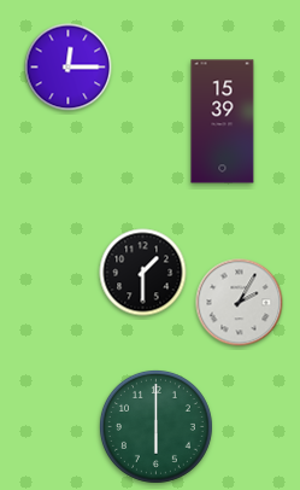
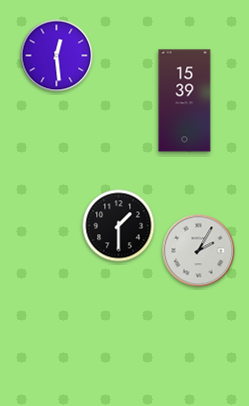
clock at (69, 68): 12:15 -> 12:29
clock at (155, 426): 6:00 -> none
